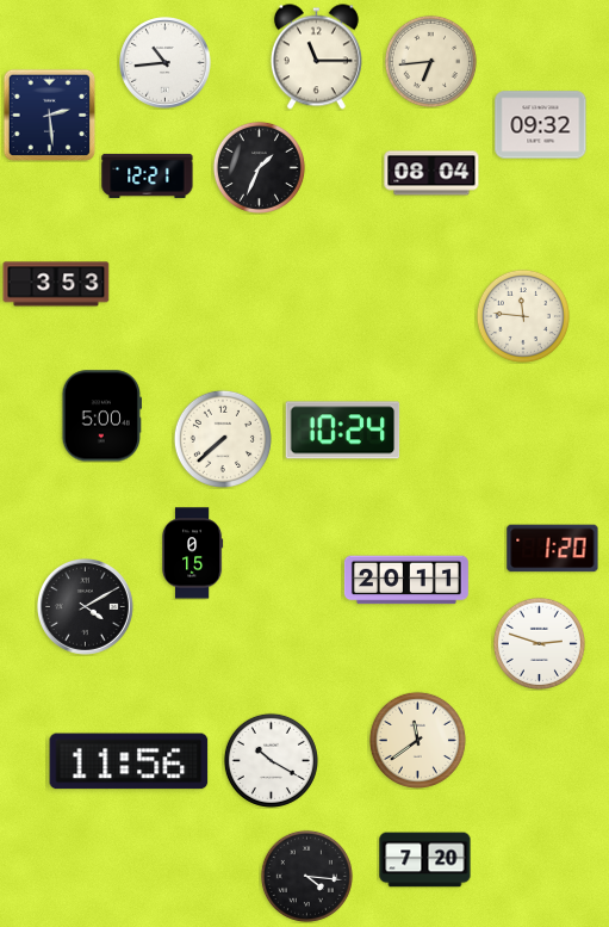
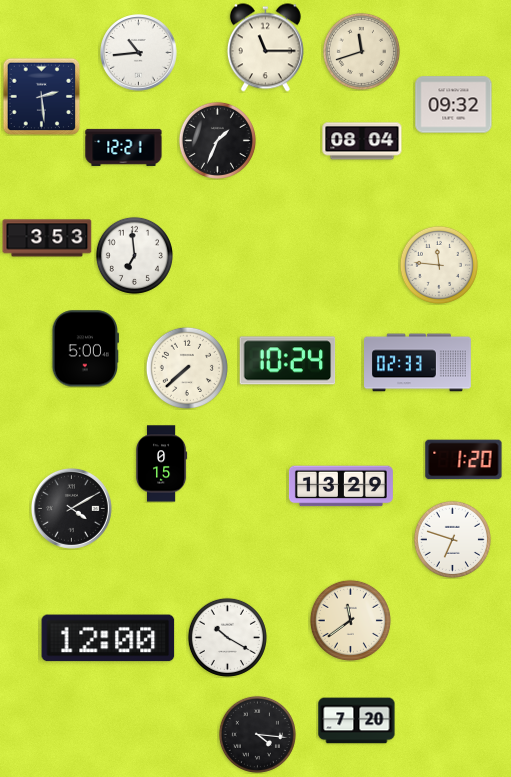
clock at (430, 61): 6:44 -> 11:42
clock at (431, 173) position: (431, 173) -> (362, 141)
clock at (134, 255): none -> 6:59
clock at (418, 363): none -> 02:33
clock at (406, 580): 20:11 -> 13:29
clock at (539, 643): 2:48 -> 6:48
clock at (129, 761): 11:56 -> 12:00
